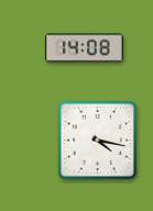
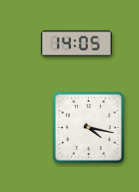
clock at (84, 48): 14:08 -> 14:05
